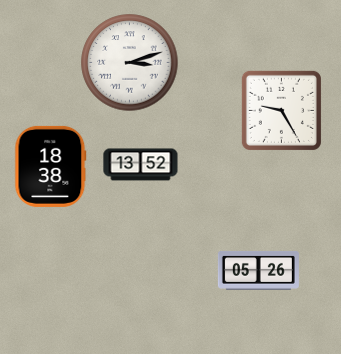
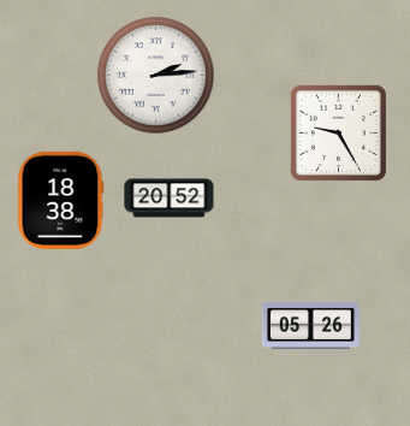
clock at (130, 63): 3:12 -> 2:14
clock at (141, 165): 13:52 -> 20:52
